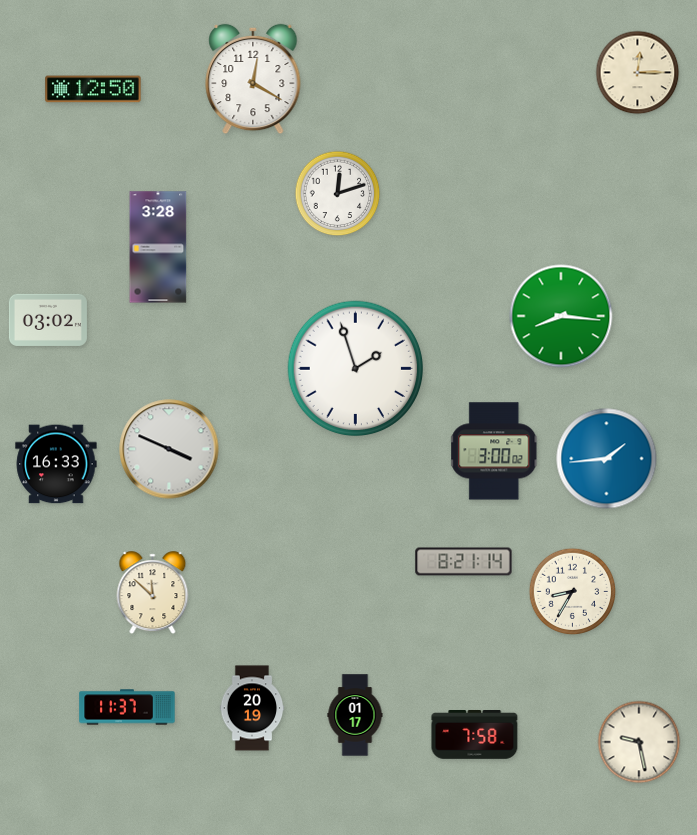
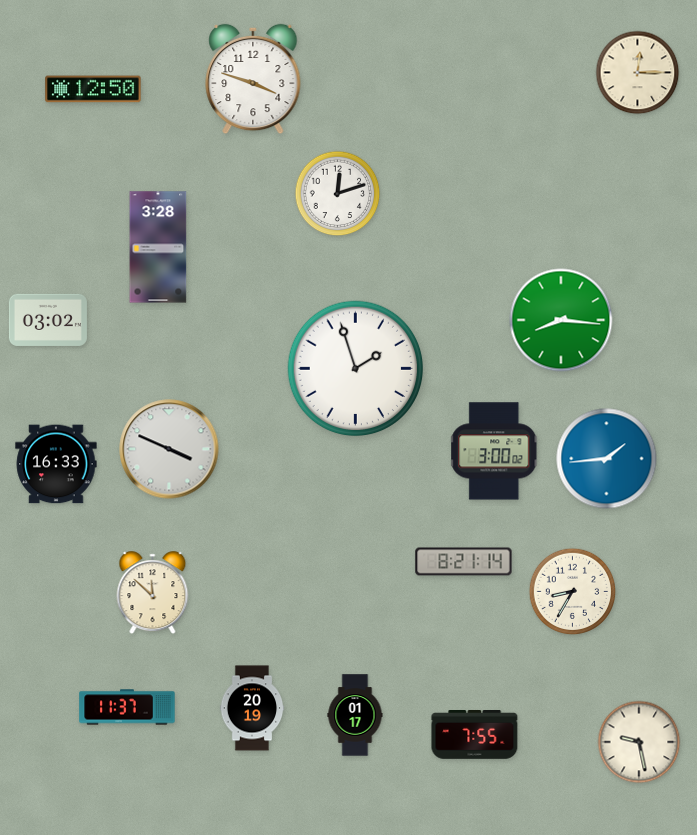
clock at (253, 79): 12:20 -> 3:48
clock at (561, 316) position: (561, 316) -> (561, 320)
clock at (475, 735): 7:58 -> 7:55
